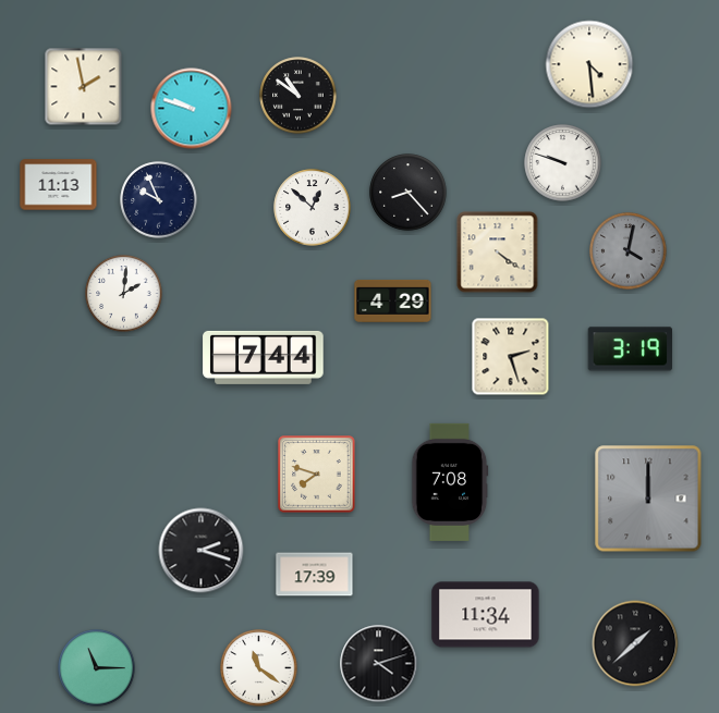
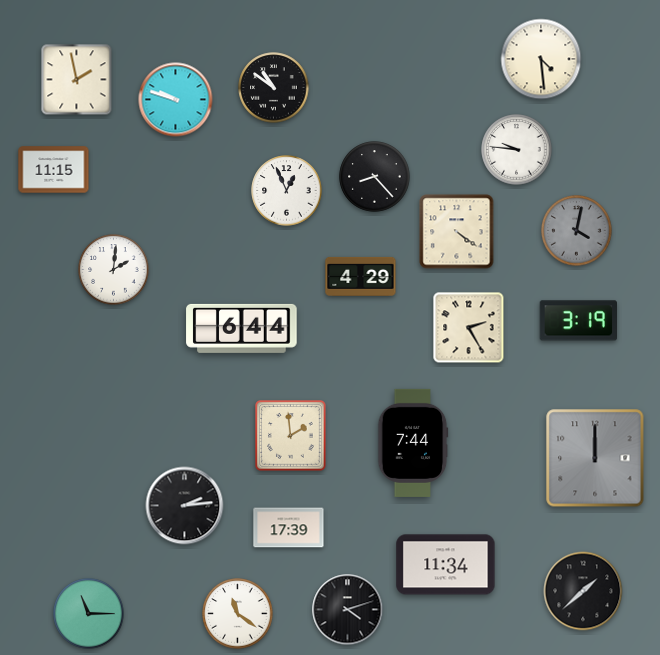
clock at (563, 163): 9:48 -> 9:46
clock at (59, 185): 11:13 -> 11:15
clock at (159, 200): 9:56 -> none
clock at (313, 208): 12:52 -> 12:56
clock at (264, 357): 7:44 -> 6:44
clock at (511, 357): 2:27 -> 2:25
clock at (317, 475): 7:48 -> 1:59
clock at (450, 482): 7:08 -> 7:44
clock at (202, 551): 2:18 -> 2:14
